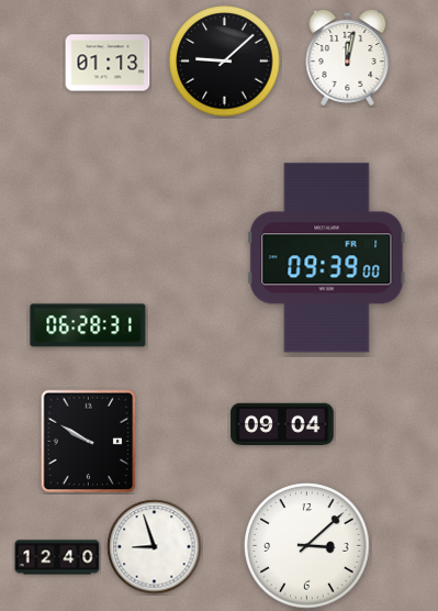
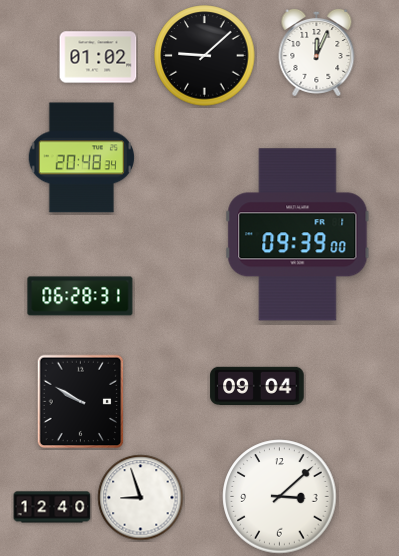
clock at (348, 57): 12:02 -> 12:04
clock at (108, 63): 01:13 -> 01:02
clock at (81, 158): none -> 20:48
